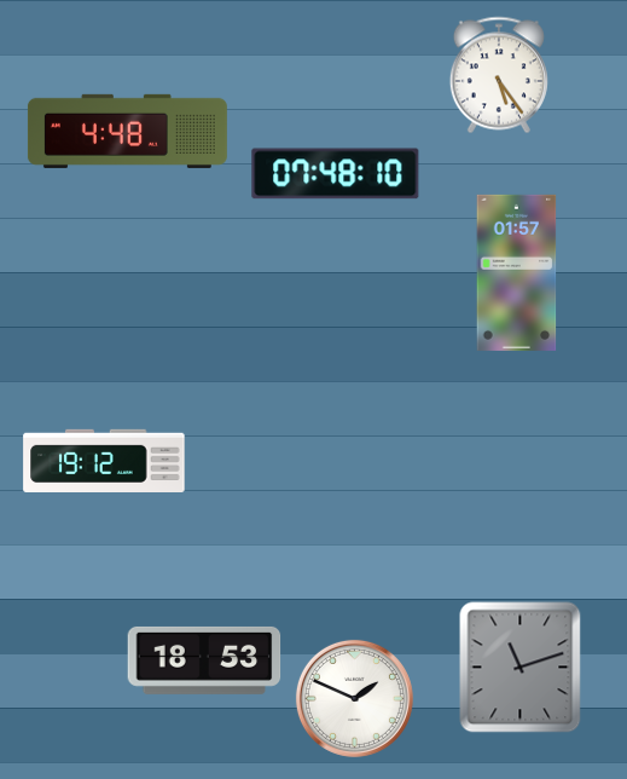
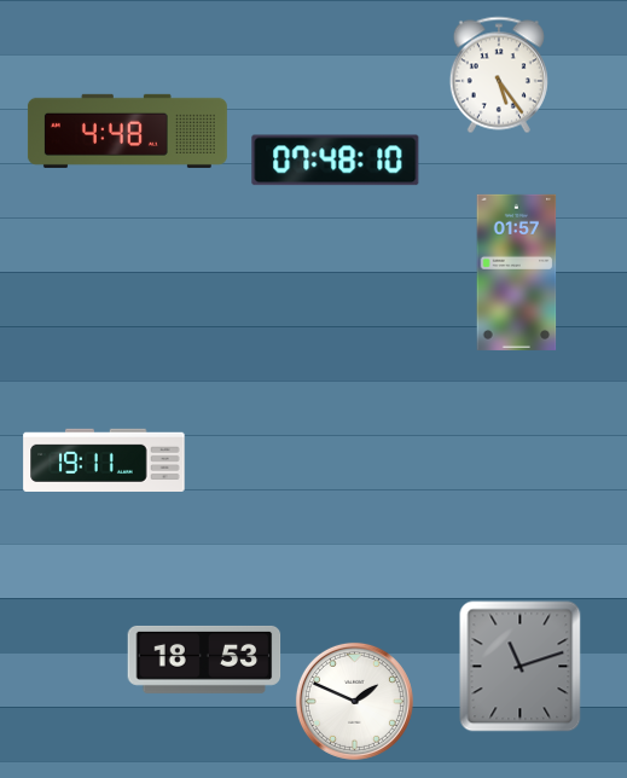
clock at (336, 174) position: (336, 174) -> (336, 161)
clock at (104, 460): 19:12 -> 19:11
clock at (354, 698) position: (354, 698) -> (354, 701)
